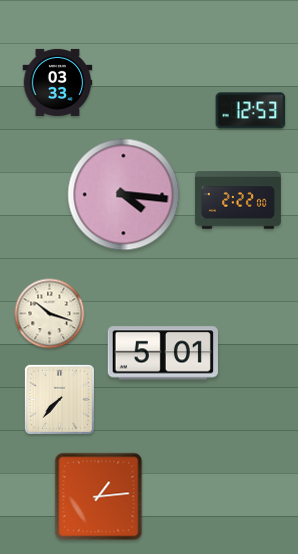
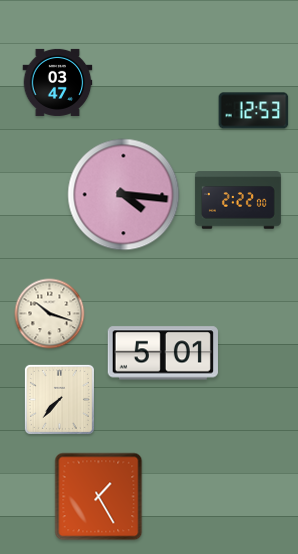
clock at (58, 82): 03:33 -> 03:47
clock at (251, 111) position: (251, 111) -> (254, 111)
clock at (99, 497): 1:14 -> 1:25
